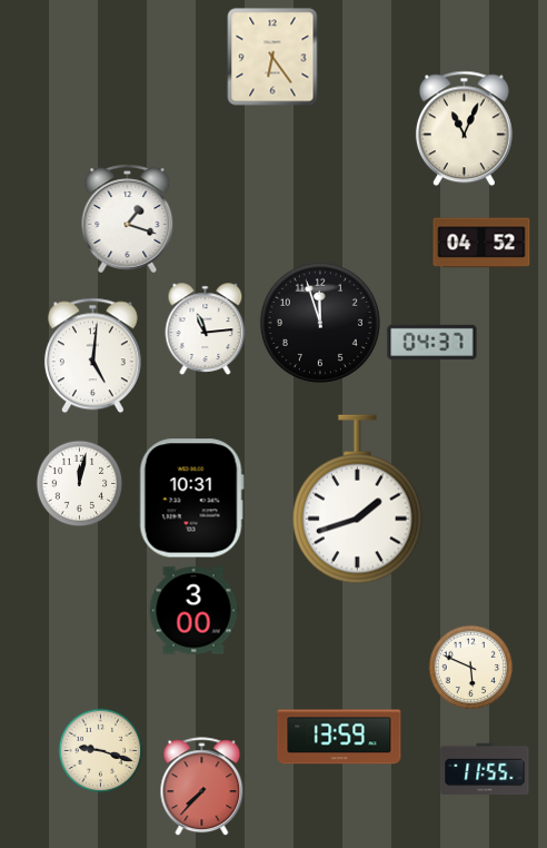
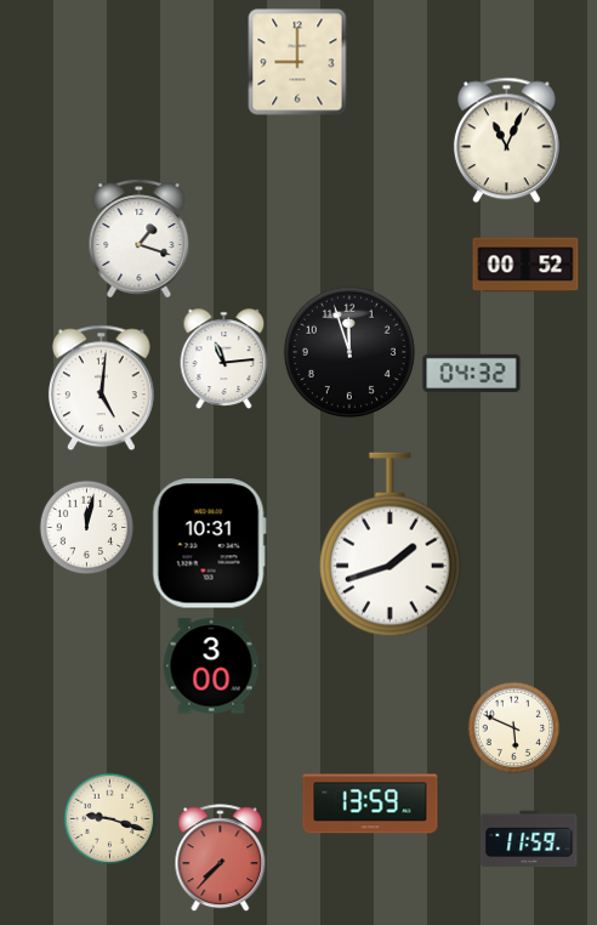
clock at (272, 57): 6:24 -> 9:00
clock at (481, 243): 04:52 -> 00:52
clock at (432, 342): 04:37 -> 04:32
clock at (485, 769): 11:55 -> 11:59
